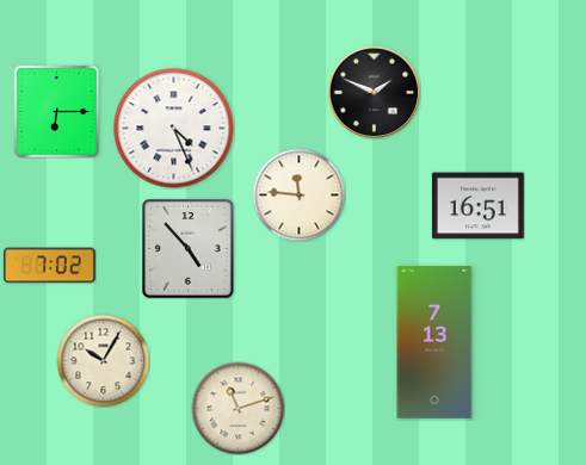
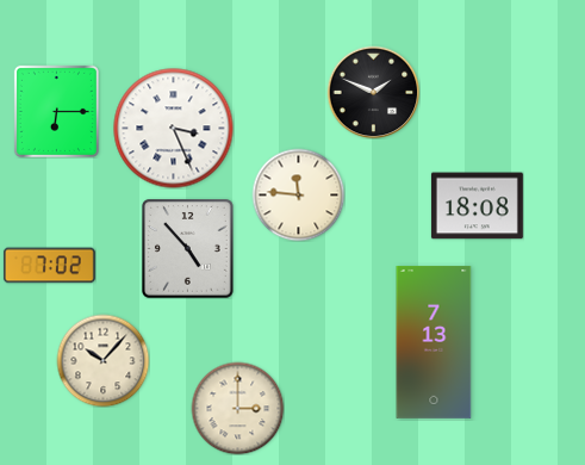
clock at (174, 129): 4:26 -> 3:26
clock at (477, 206): 16:51 -> 18:08
clock at (103, 360): 10:05 -> 10:07
clock at (238, 408): 11:12 -> 3:00
